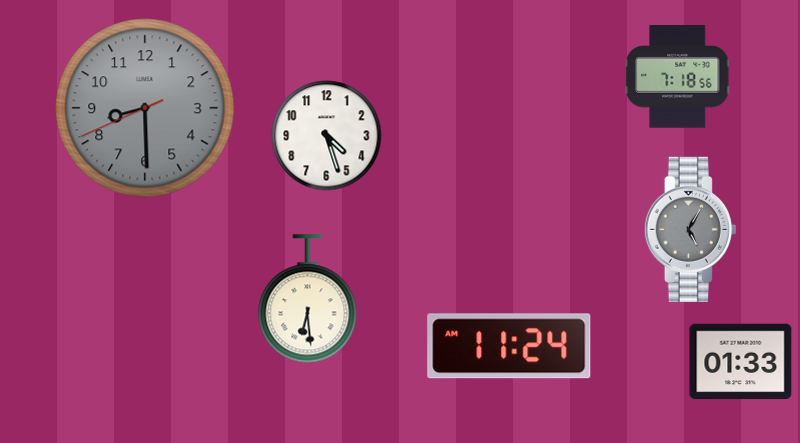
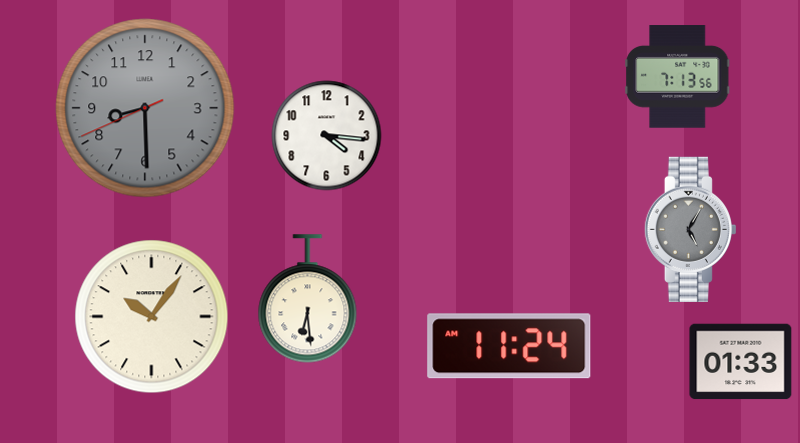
clock at (678, 77): 7:18 -> 7:13
clock at (327, 136): 4:27 -> 4:16
clock at (152, 317): none -> 10:06
